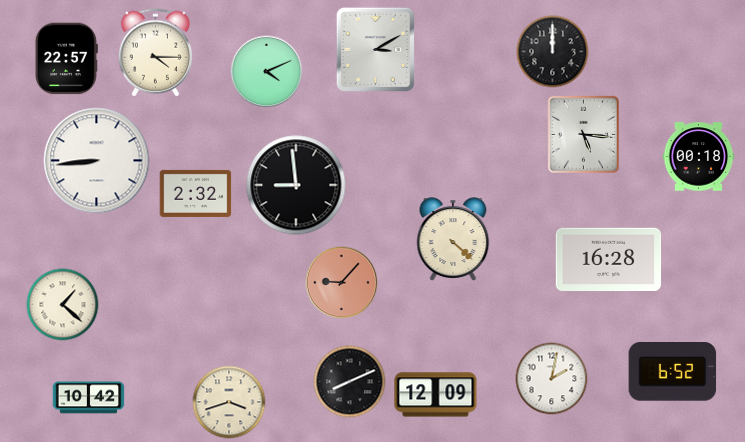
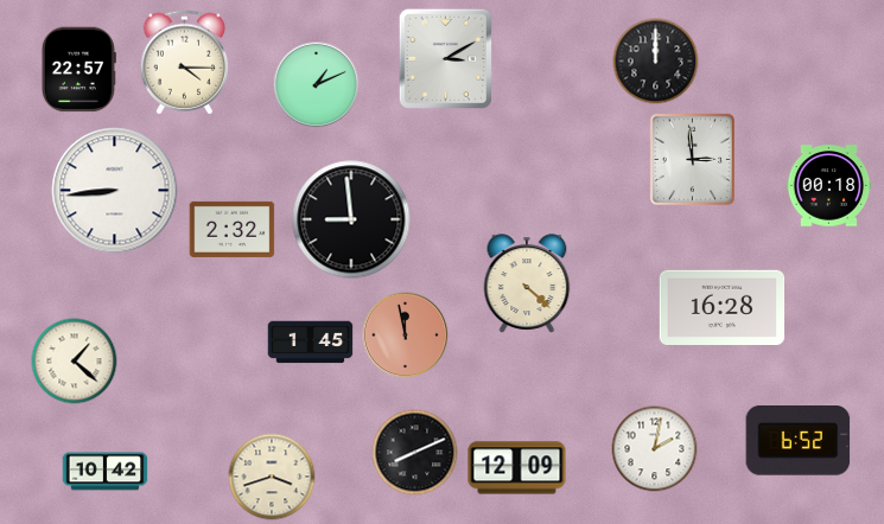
clock at (267, 72): 4:11 -> 1:11
clock at (583, 134): 5:16 -> 2:59
clock at (453, 239) position: (453, 239) -> (527, 283)
clock at (342, 283): 9:07 -> 11:58
clock at (311, 343): none -> 1:45
